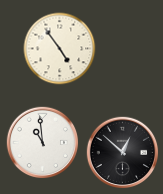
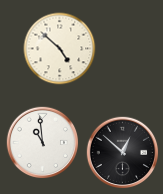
clock at (60, 49): 4:54 -> 4:52
